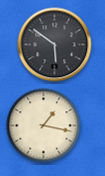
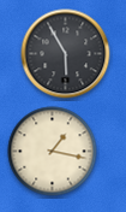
clock at (55, 45): 5:51 -> 5:55
